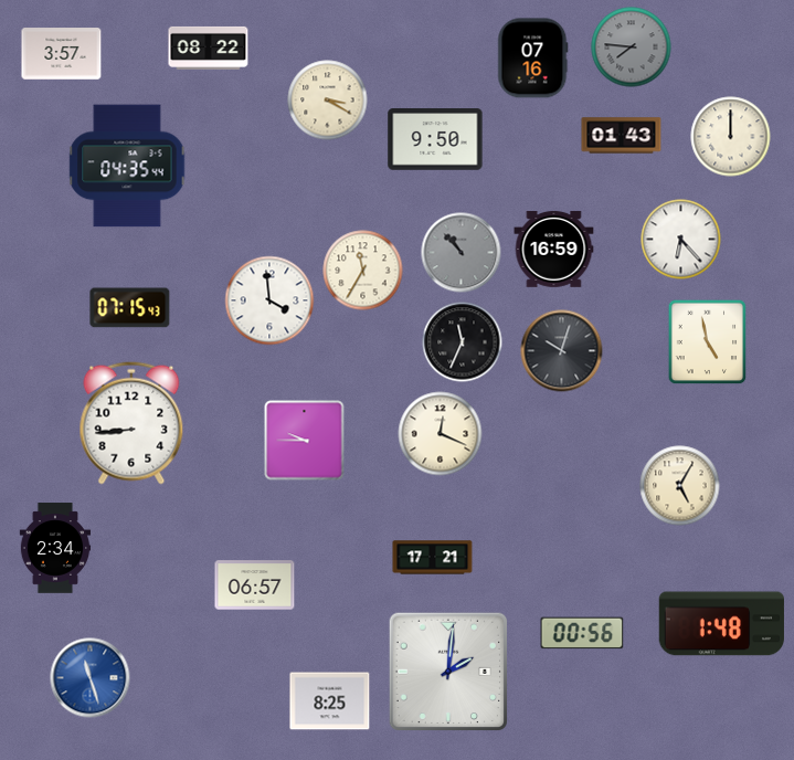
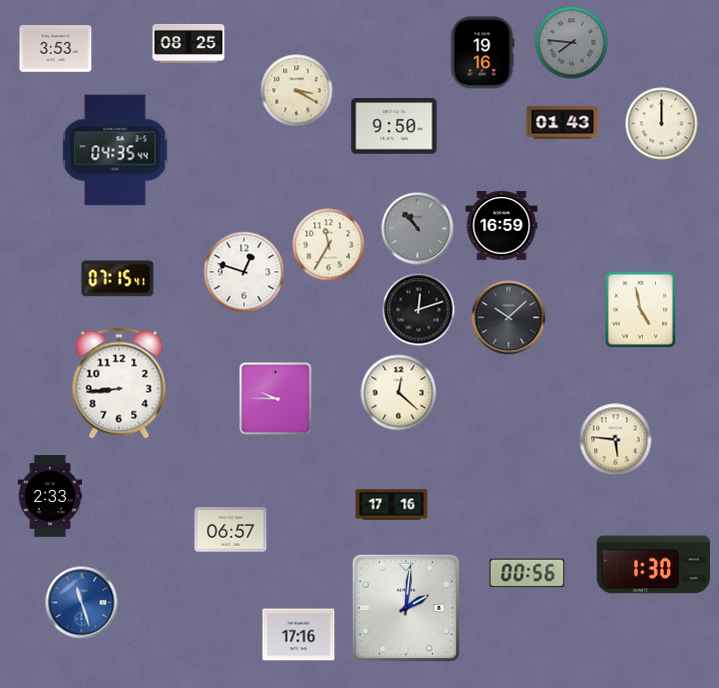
clock at (209, 47): 08:22 -> 08:25
clock at (62, 54): 3:57 -> 3:53
clock at (533, 59): 07:16 -> 19:16
clock at (681, 240): 6:23 -> none
clock at (269, 300): 3:59 -> 12:48
clock at (130, 308): 07:15:43 -> 07:15:41
clock at (463, 342): 11:34 -> 12:12
clock at (562, 351): 10:03 -> 10:08
clock at (441, 434): 12:19 -> 12:22
clock at (680, 486): 5:05 -> 5:46
clock at (55, 548): 2:34 -> 2:33
clock at (433, 558): 17:21 -> 17:16
clock at (721, 624): 1:48 -> 1:30
clock at (91, 678) position: (91, 678) -> (82, 603)
clock at (330, 701): 8:25 -> 17:16
